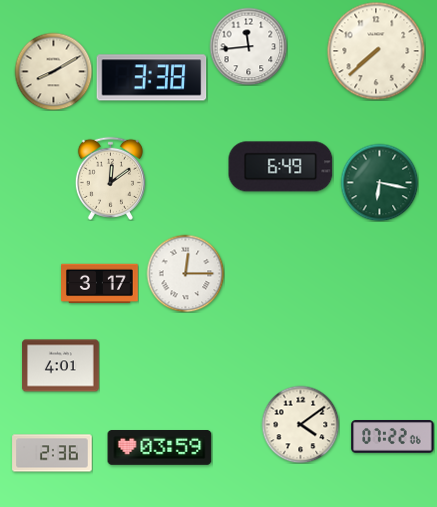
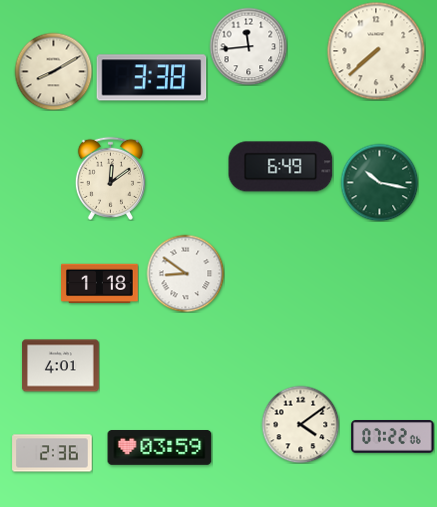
clock at (379, 182): 6:17 -> 10:17
clock at (185, 273): 12:15 -> 8:51
clock at (100, 284): 3:17 -> 1:18
